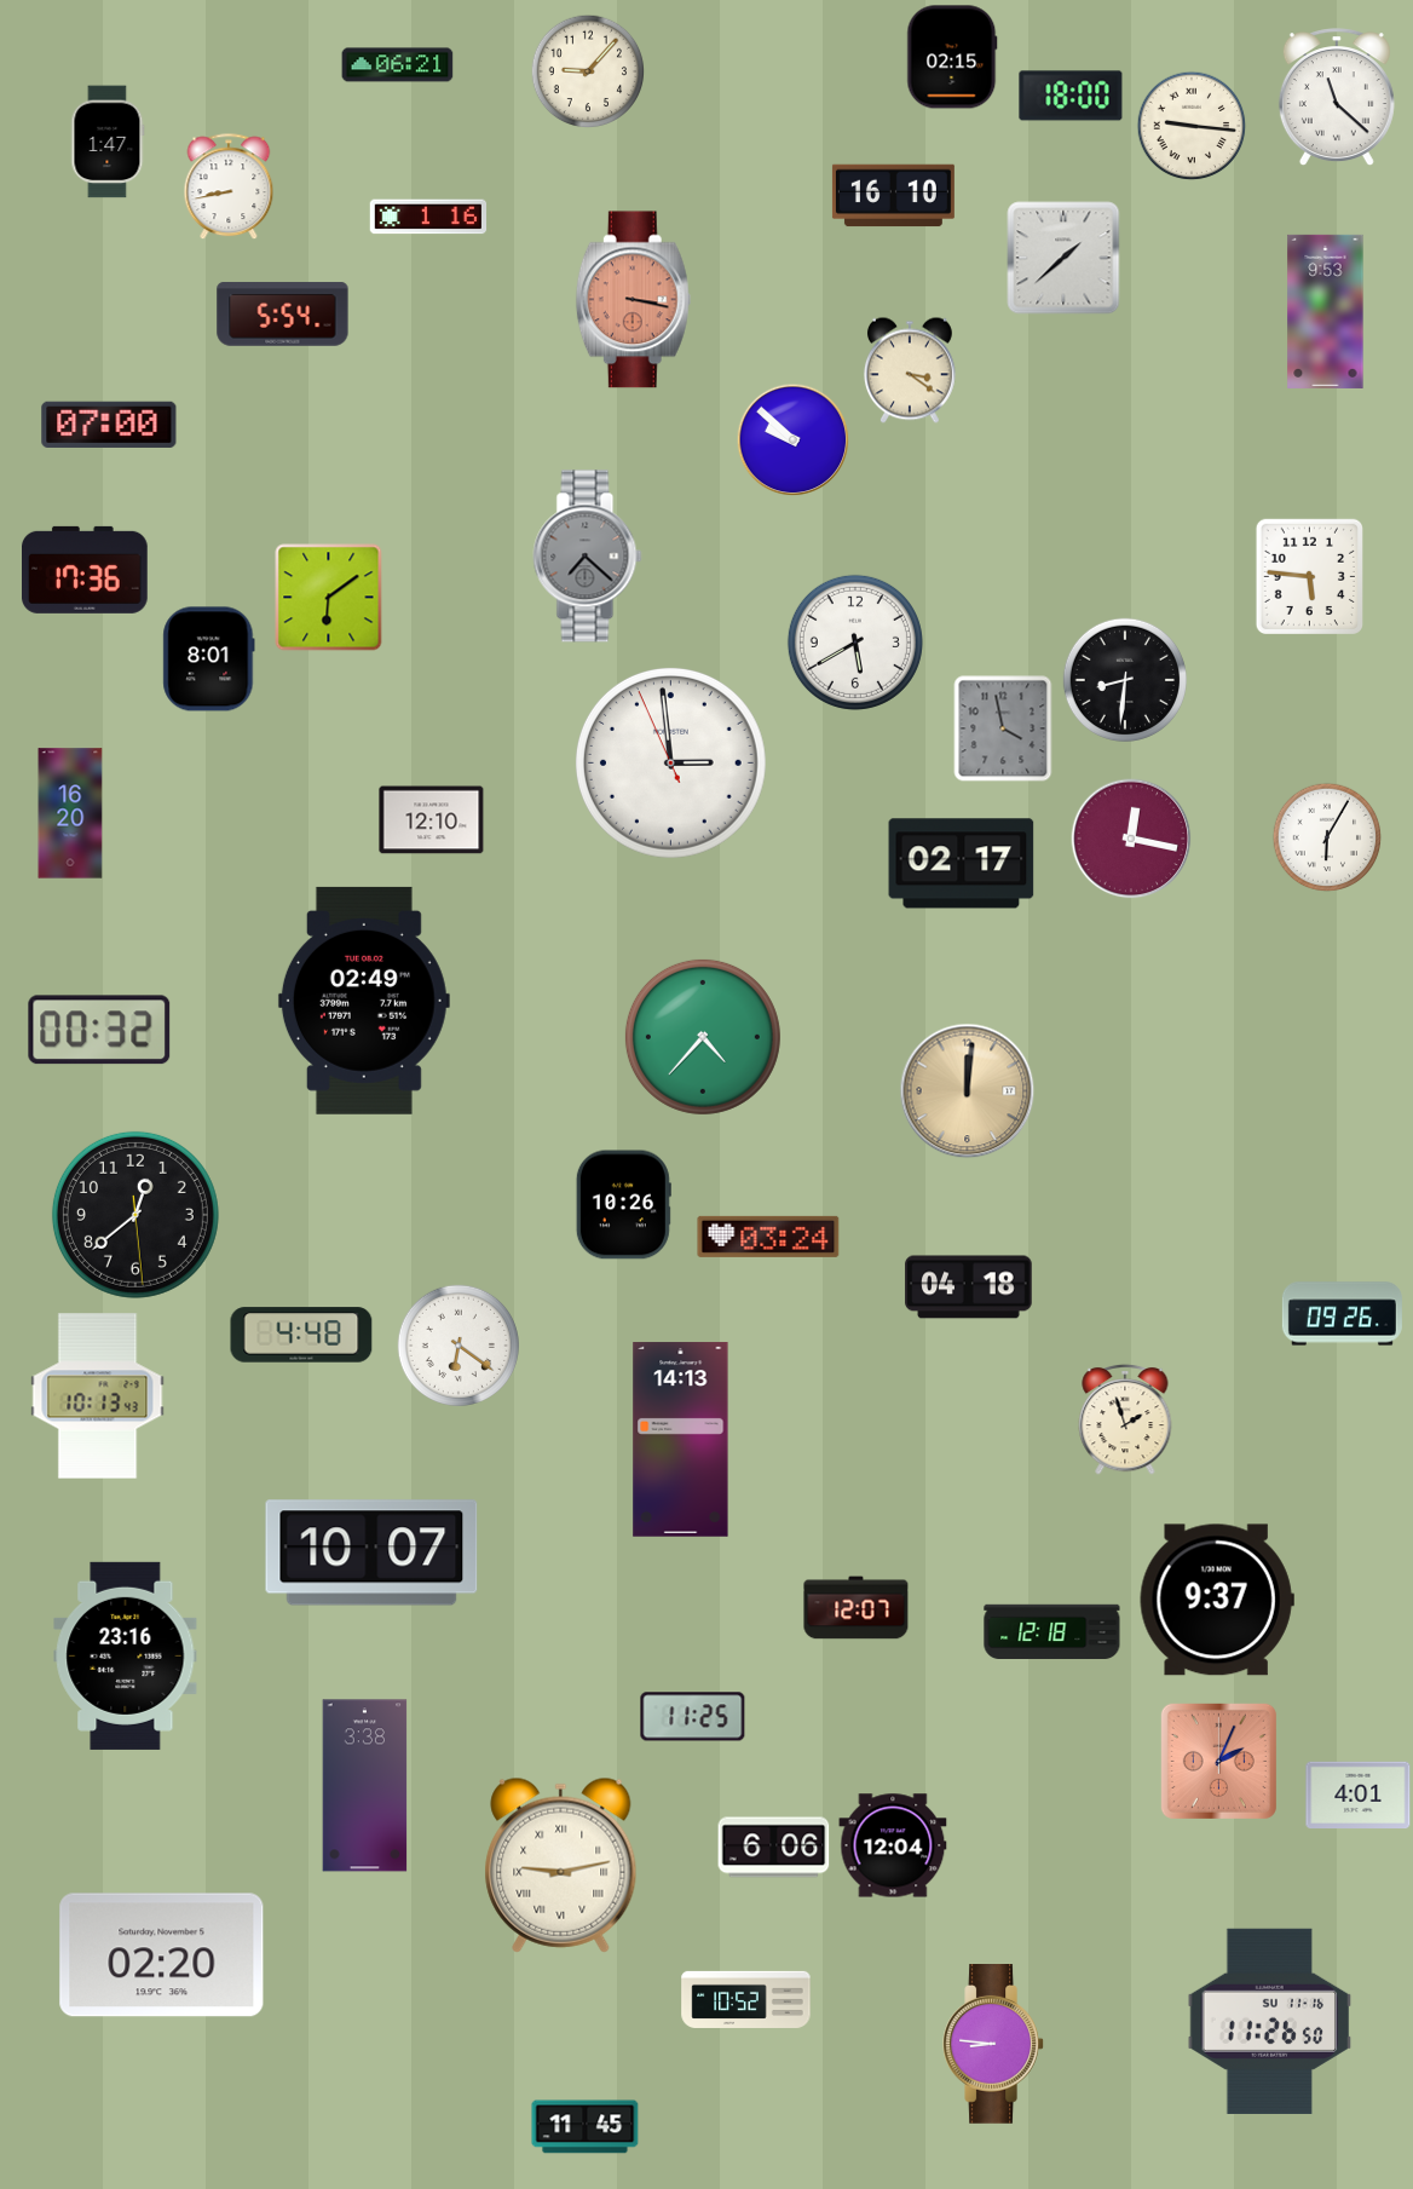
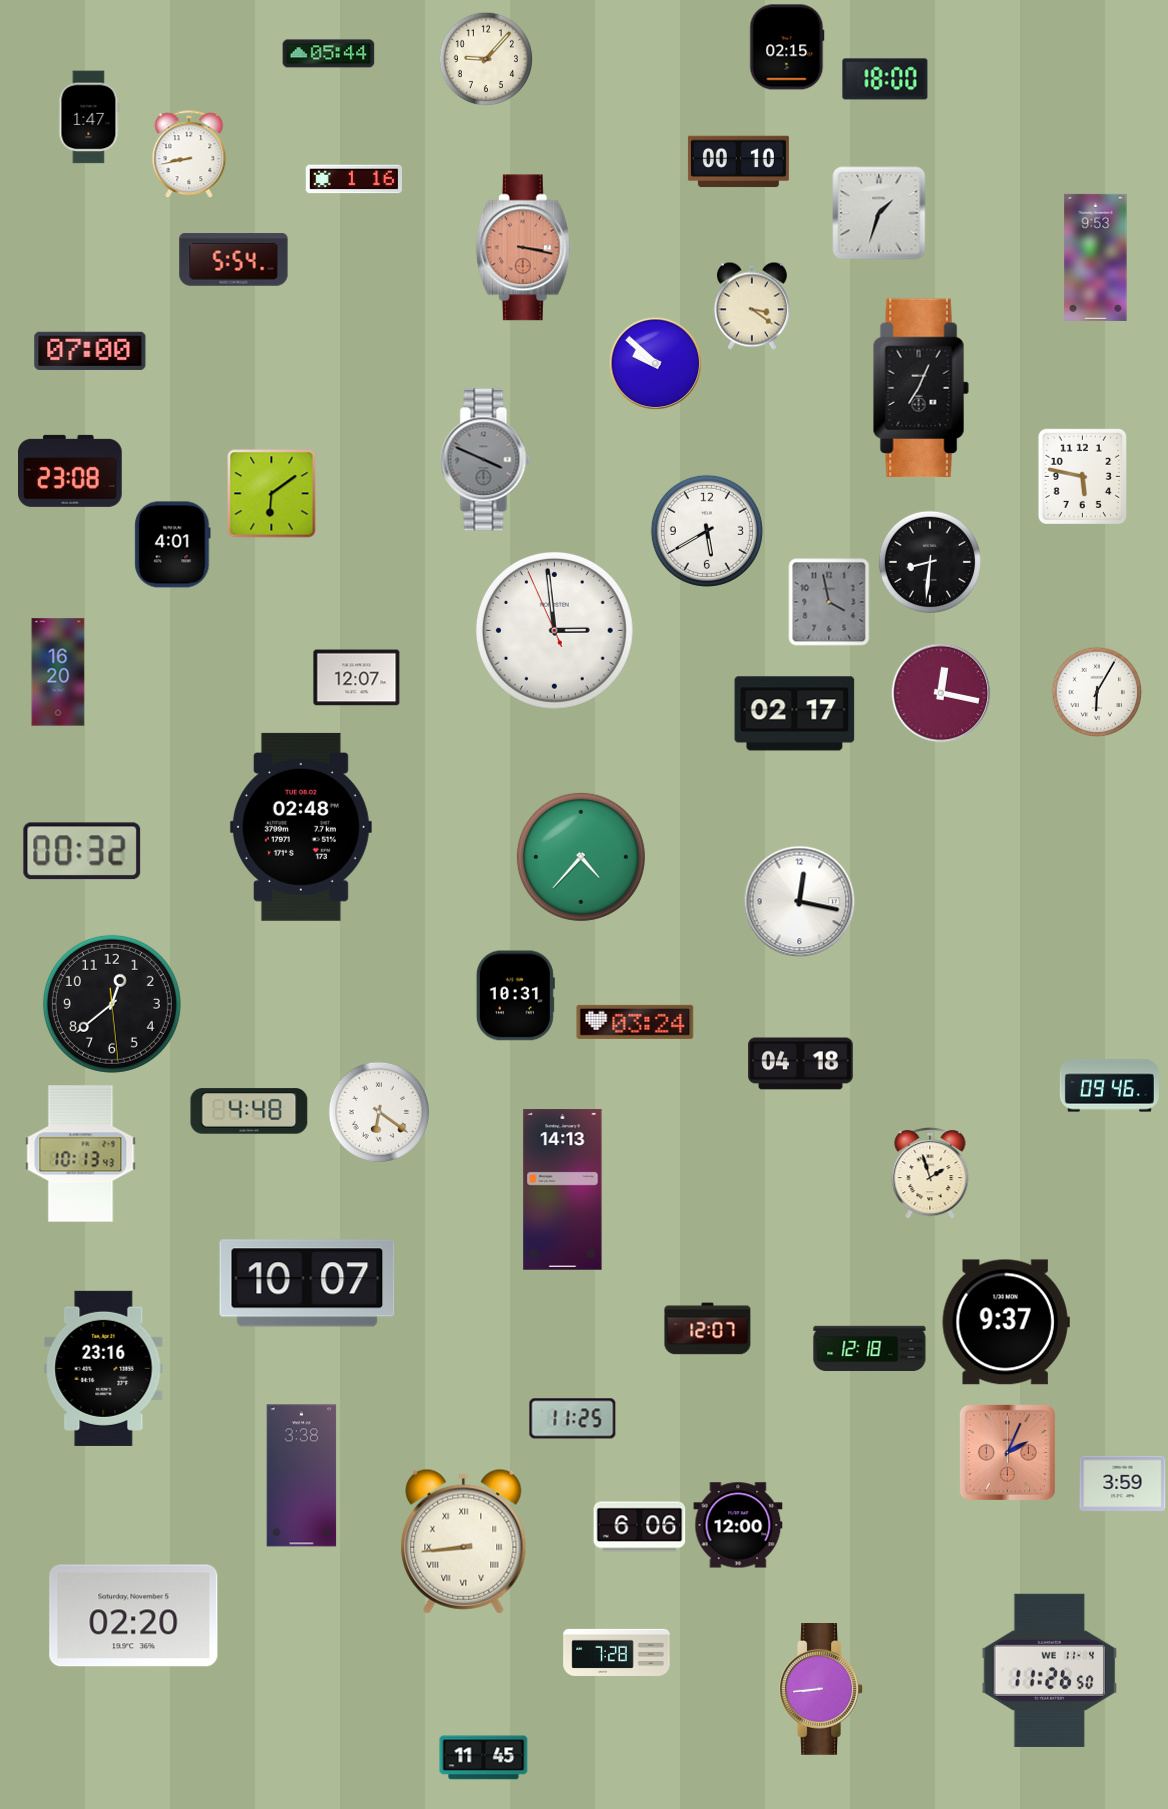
clock at (398, 65): 06:21 -> 05:44
clock at (1337, 98): 11:22 -> none
clock at (1192, 126): 9:16 -> none
clock at (893, 196): 16:10 -> 00:10
clock at (1063, 258): 1:38 -> 1:33
clock at (921, 388): none -> 7:04
clock at (588, 557): 7:22 -> 3:49
clock at (86, 570): 17:36 -> 23:08
clock at (1309, 576): 5:46 -> 5:47
clock at (209, 659): 8:01 -> 4:01
clock at (432, 820): 12:10 -> 12:07
clock at (1131, 839) position: (1131, 839) -> (941, 693)
clock at (364, 1001): 02:49 -> 02:48
clock at (968, 1091): 12:01 -> 12:17
clock at (968, 1091) dial: champagne -> white
clock at (623, 1205): 10:26 -> 10:31
clock at (1342, 1314): 09:26 -> 09:46
clock at (301, 1335) position: (301, 1335) -> (249, 1111)
clock at (1218, 1761) position: (1218, 1761) -> (1007, 1452)
clock at (1359, 1796): 4:01 -> 3:59
clock at (893, 1845): 12:04 -> 12:00
clock at (561, 1865): 9:13 -> 8:44
clock at (746, 1999): 10:52 -> 7:28
clock at (1270, 2021) date: SU 11-16 -> WE 11-4
clock at (993, 2045): 8:46 -> 8:44
